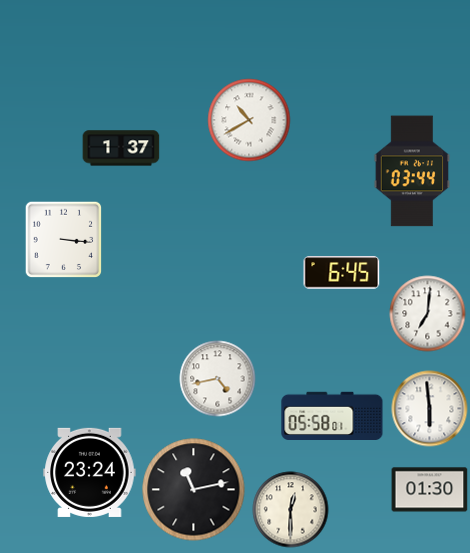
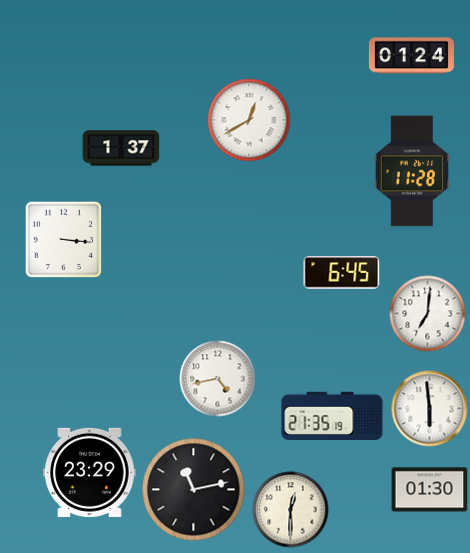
clock at (411, 56): none -> 01:24
clock at (249, 120): 10:40 -> 12:40
clock at (412, 171): 03:44 -> 11:28
clock at (332, 415): 05:58 -> 21:35
clock at (90, 472): 23:24 -> 23:29
